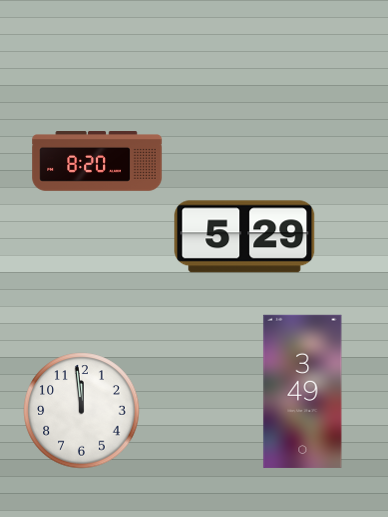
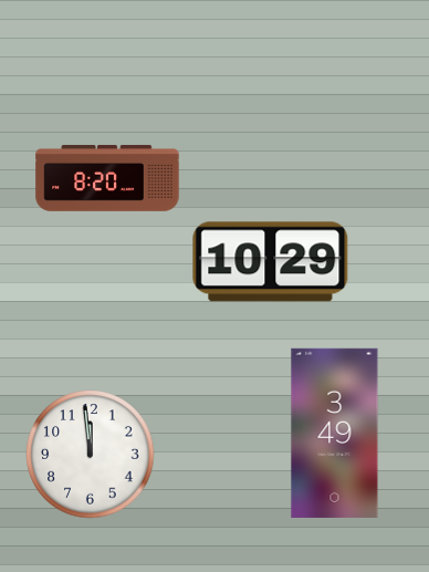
clock at (245, 237): 5:29 -> 10:29
